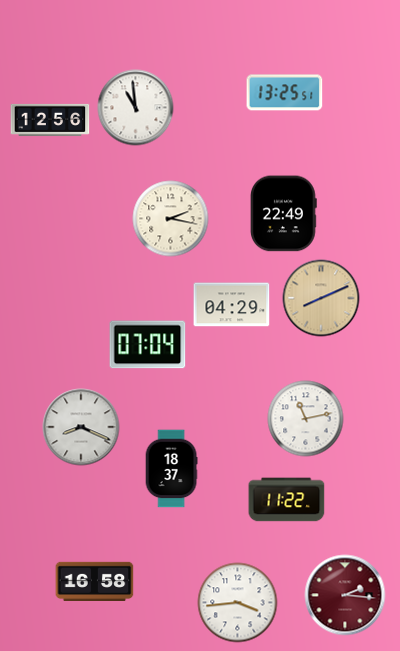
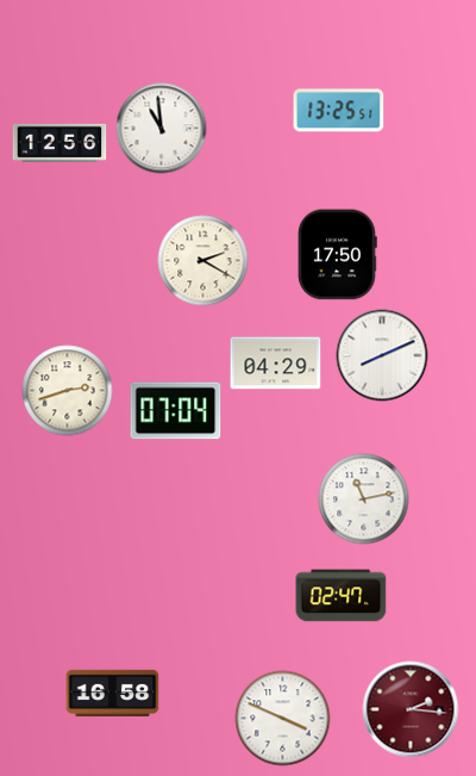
clock at (284, 214): 22:49 -> 17:50
clock at (171, 219): 2:17 -> 2:20
clock at (321, 298) dial: champagne -> white
clock at (68, 391): none -> 2:42
clock at (81, 427): 8:19 -> none
clock at (171, 469): 18:37 -> none
clock at (287, 500): 11:22 -> 02:47
clock at (238, 603): 3:44 -> 3:49
